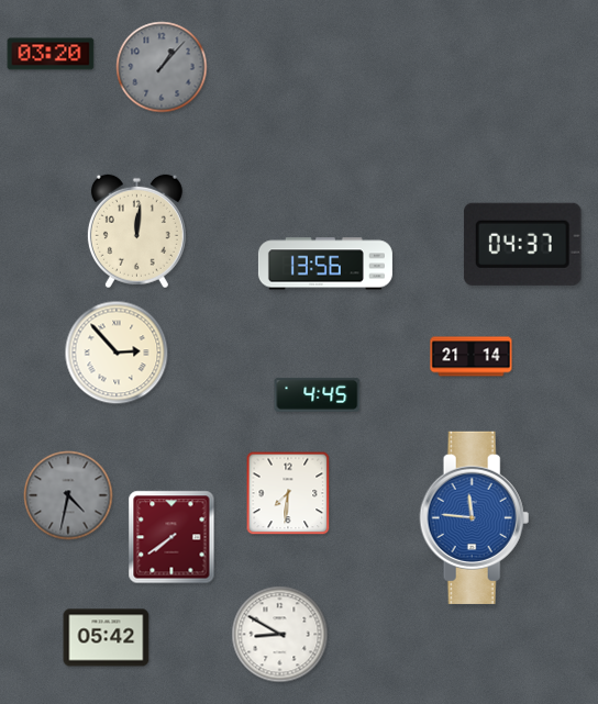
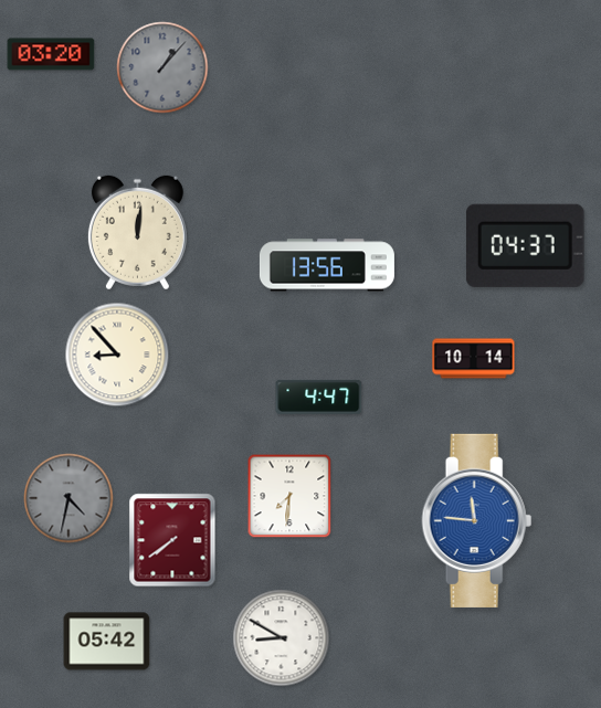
clock at (117, 353): 2:53 -> 8:53
clock at (472, 357): 21:14 -> 10:14
clock at (318, 394): 4:45 -> 4:47
